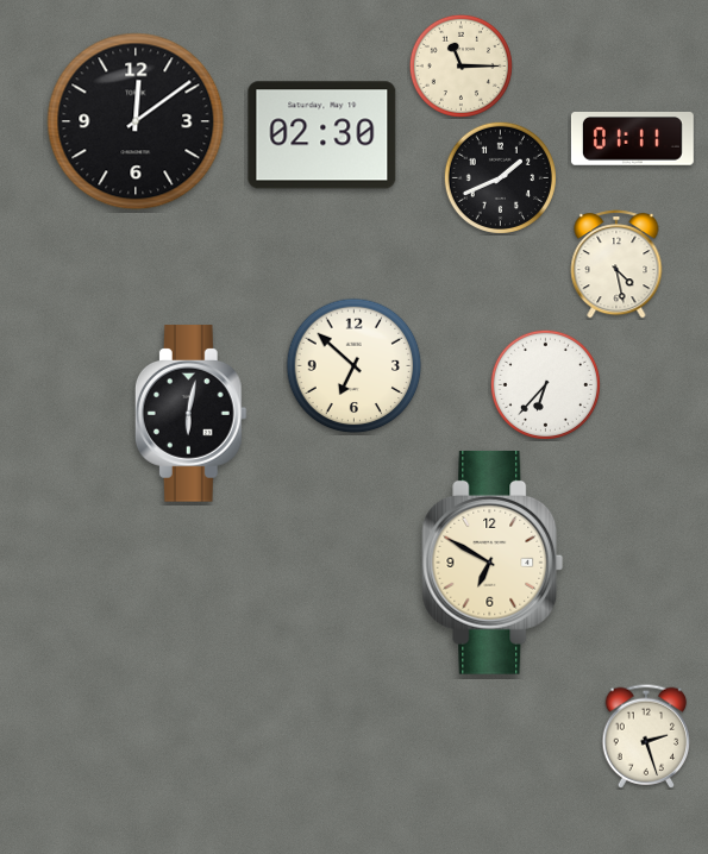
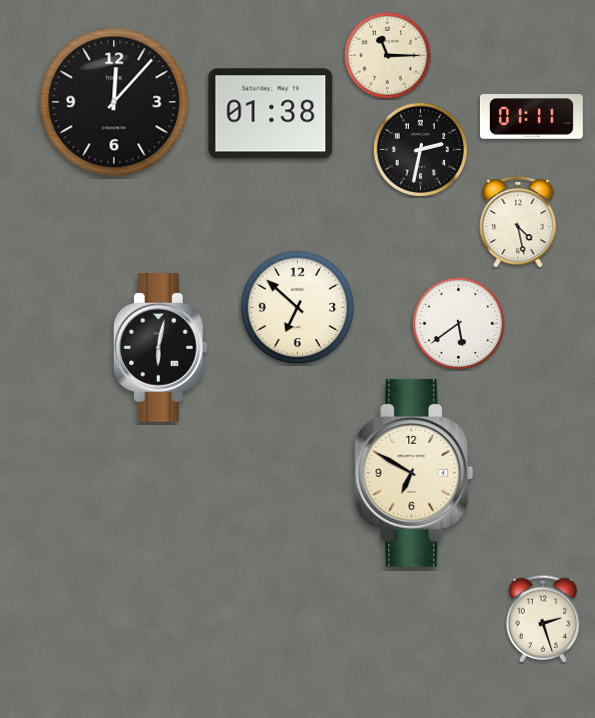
clock at (136, 121): 12:09 -> 12:07
clock at (322, 136): 02:30 -> 01:38
clock at (500, 177): 1:41 -> 2:32
clock at (545, 384): 6:37 -> 5:39
